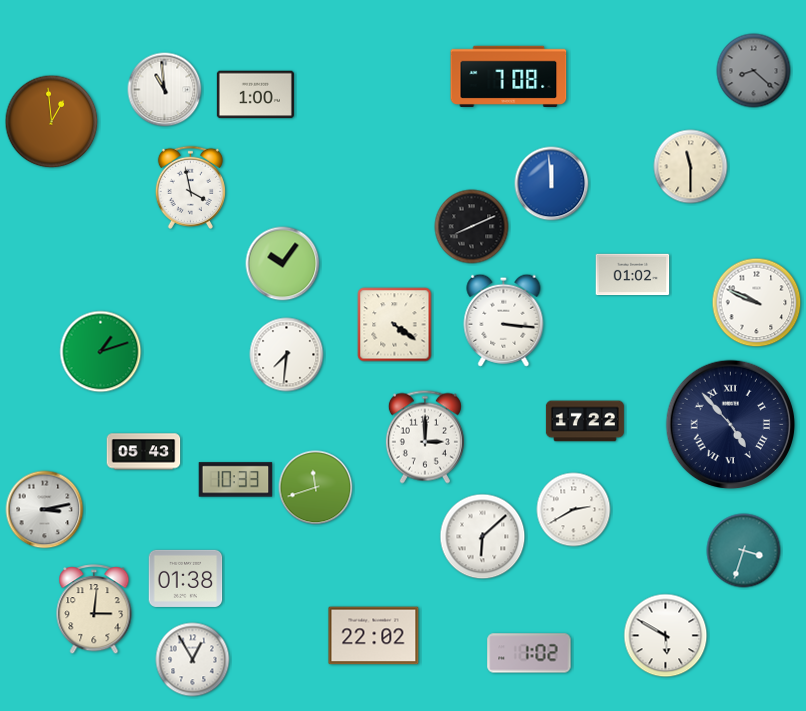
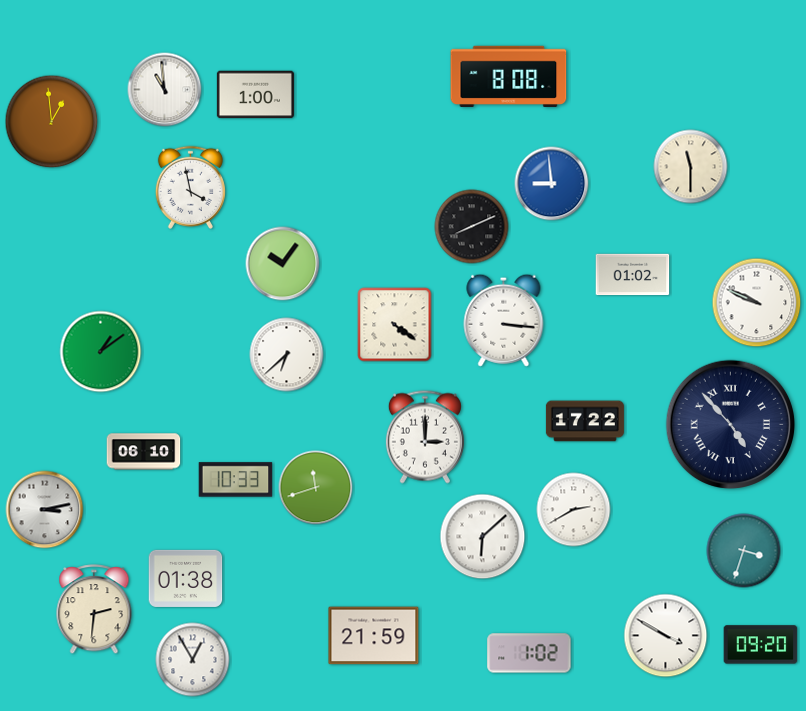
clock at (754, 71): 8:22 -> none
clock at (509, 76): 7:08 -> 8:08
clock at (552, 184): 11:59 -> 8:59
clock at (101, 352): 1:12 -> 1:09
clock at (287, 355): 7:31 -> 6:38
clock at (144, 452): 05:43 -> 06:10
clock at (94, 610): 3:01 -> 2:31
clock at (374, 636): 22:02 -> 21:59
clock at (666, 636): 5:50 -> 3:50
clock at (761, 645): none -> 09:20
